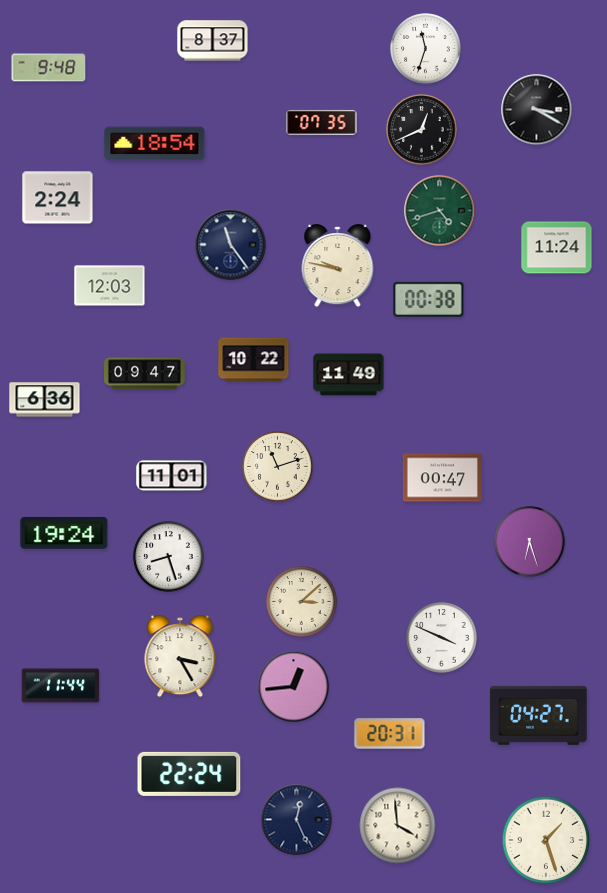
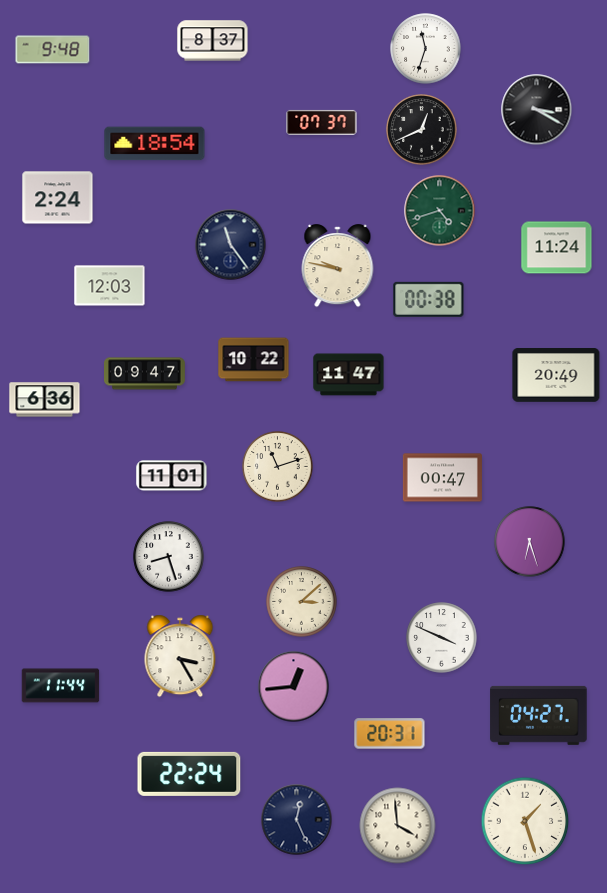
clock at (49, 68) position: (49, 68) -> (53, 50)
clock at (322, 122): 07:35 -> 07:37
clock at (349, 375): 11:49 -> 11:47
clock at (556, 376): none -> 20:49
clock at (64, 533): 19:24 -> none
clock at (546, 840) position: (546, 840) -> (525, 821)
